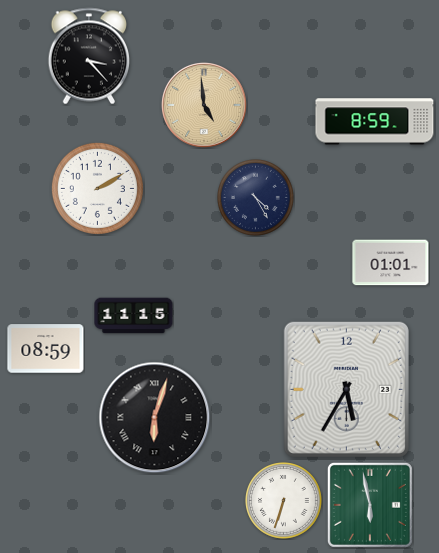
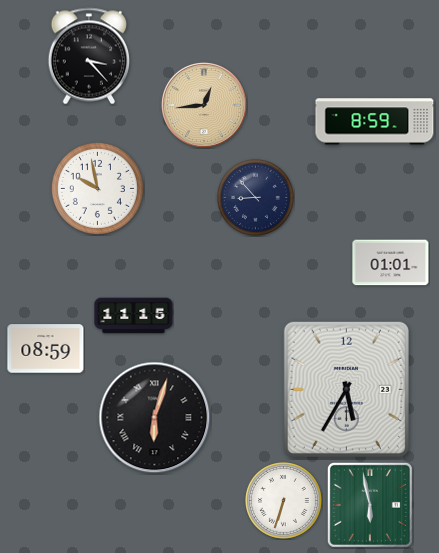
clock at (204, 105): 4:59 -> 12:44
clock at (97, 188): 2:10 -> 9:58
clock at (256, 198): 4:25 -> 8:53
